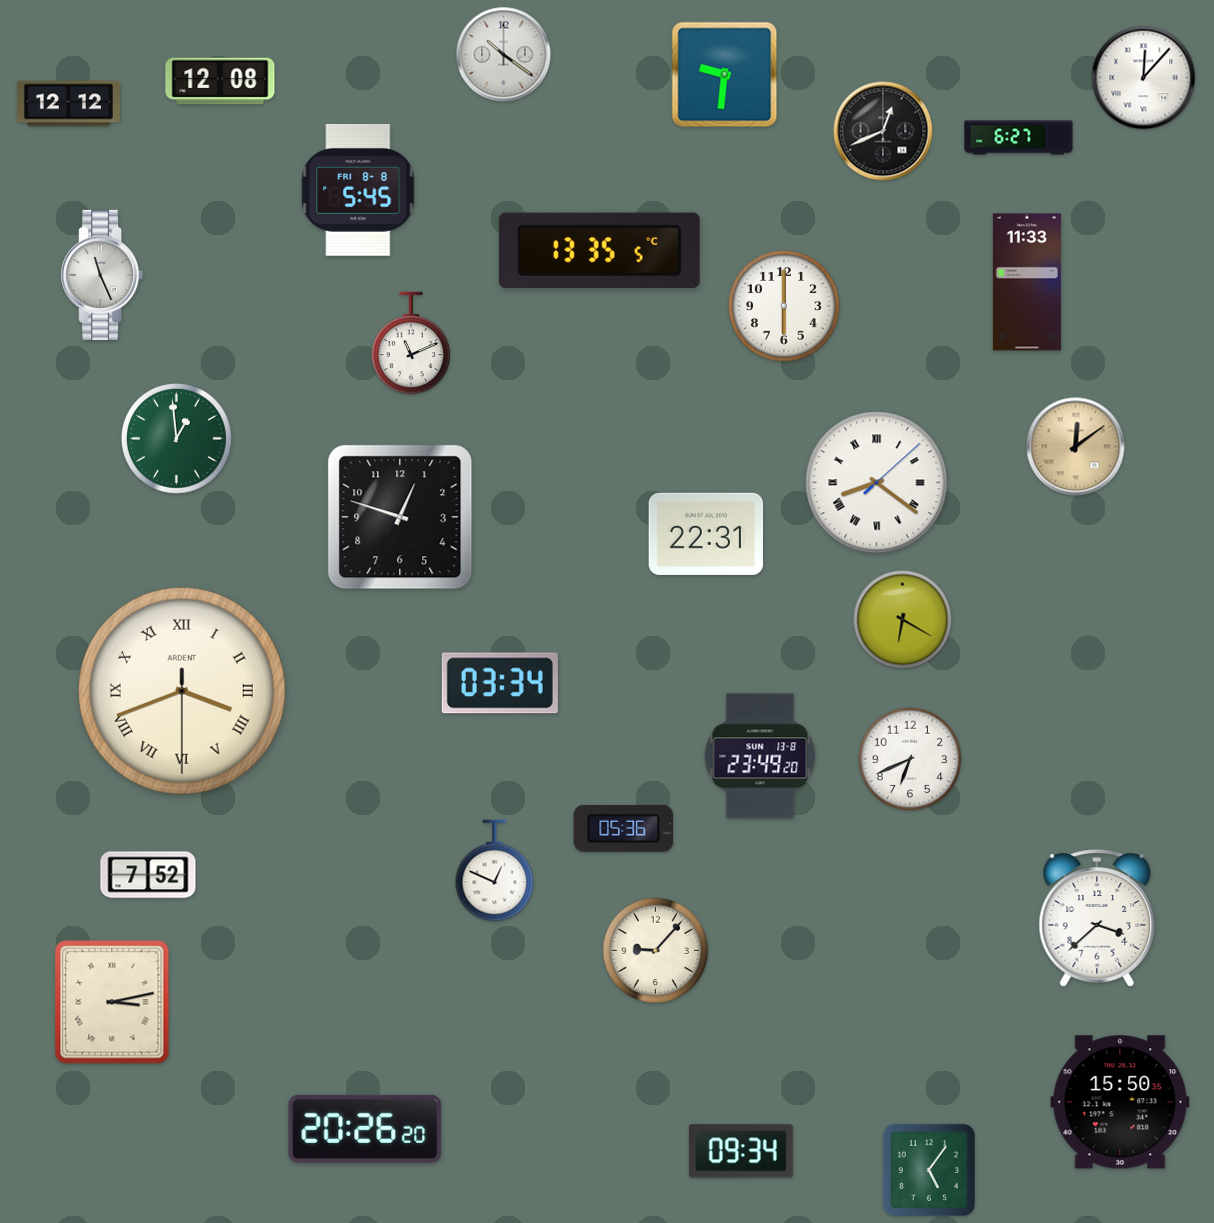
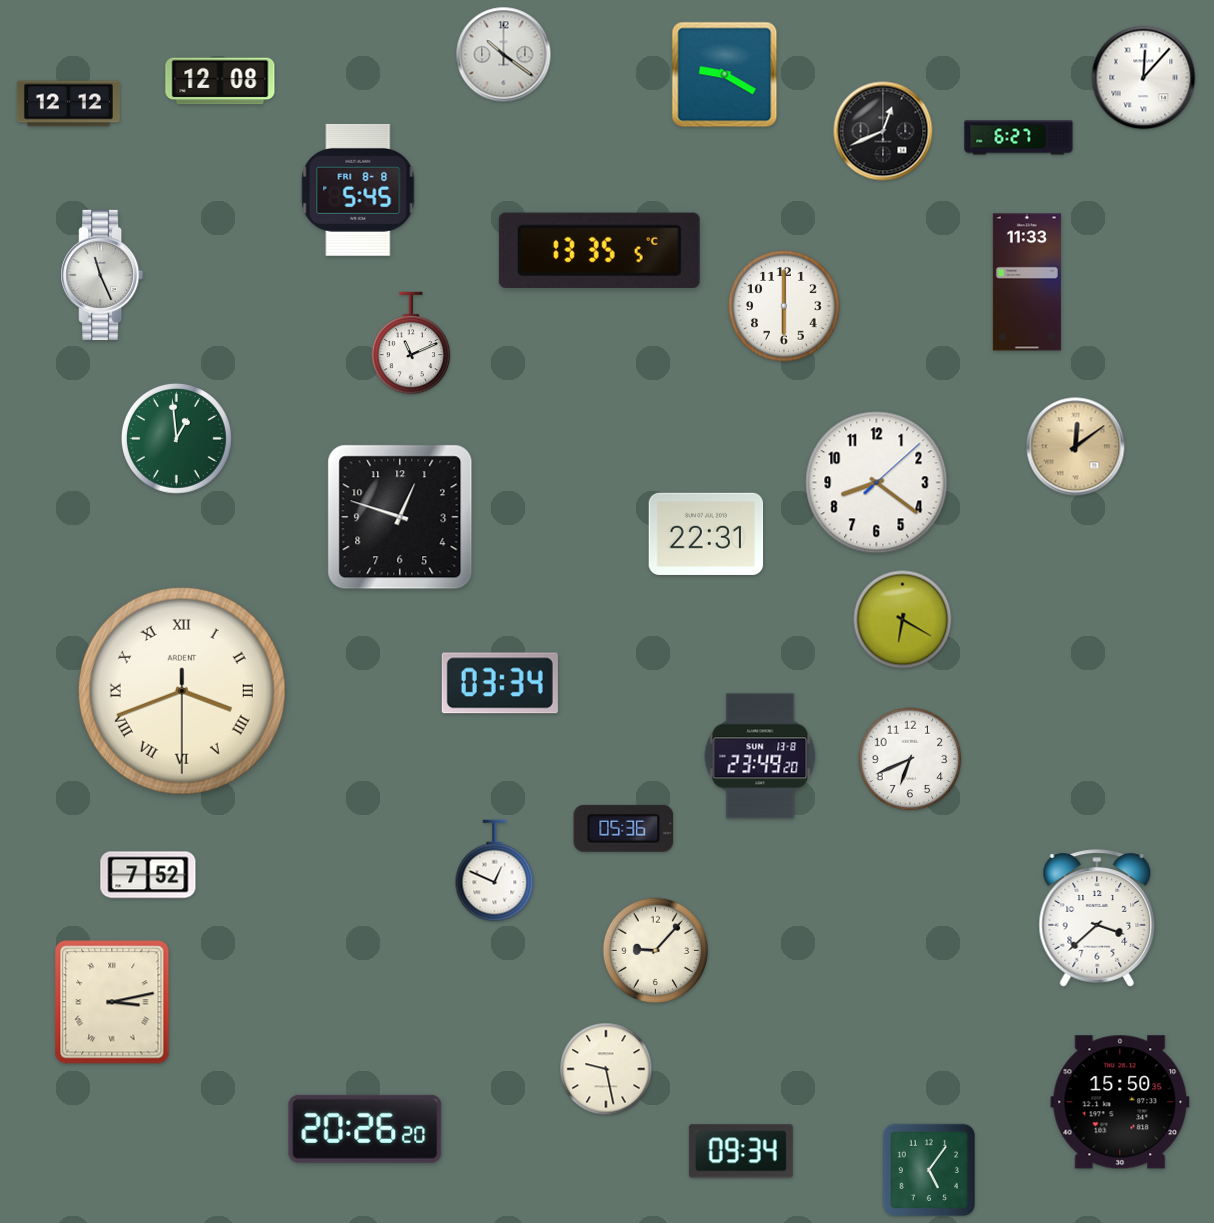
clock at (725, 75): 9:31 -> 9:20
clock at (877, 483) numerals: Roman -> Arabic
clock at (606, 1069): none -> 9:28
